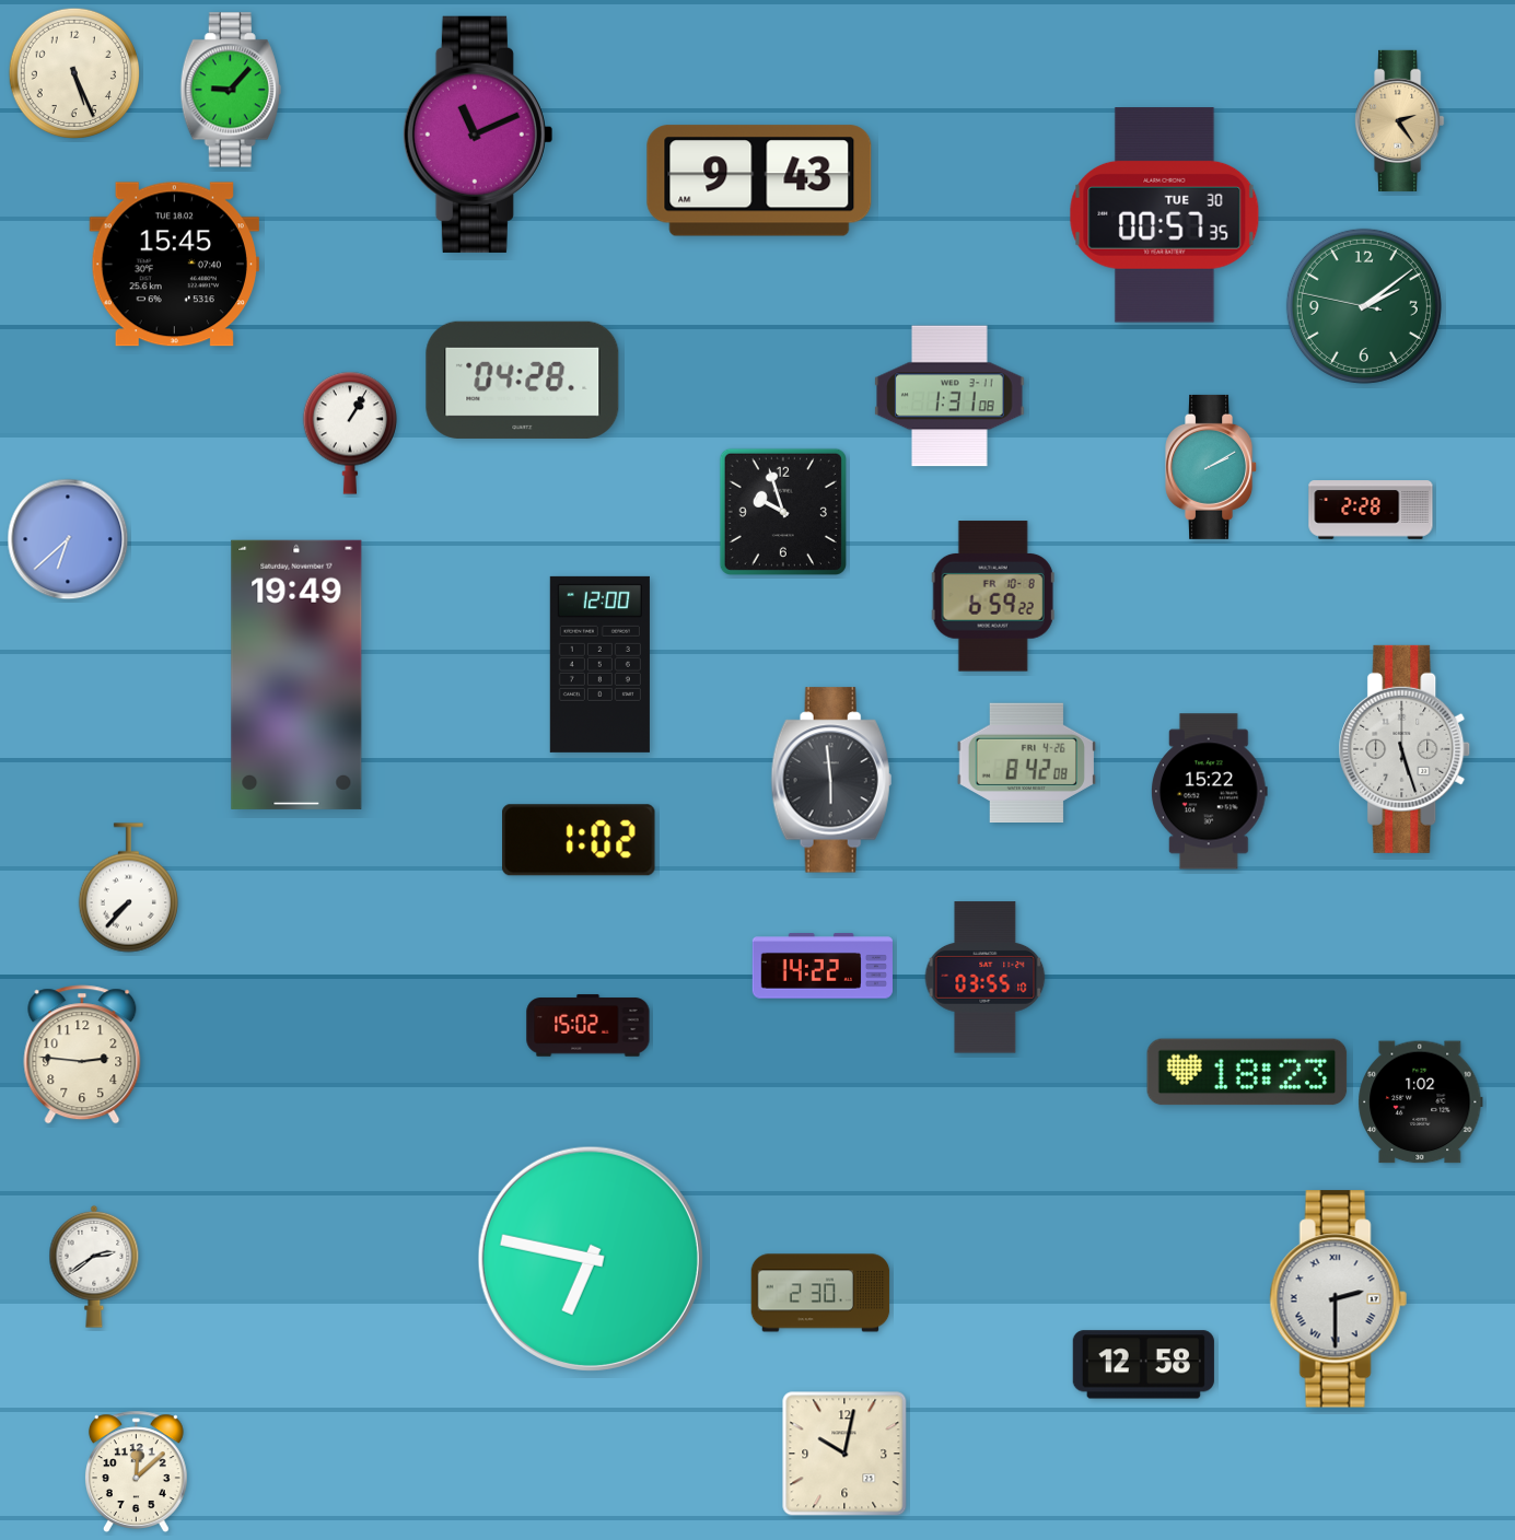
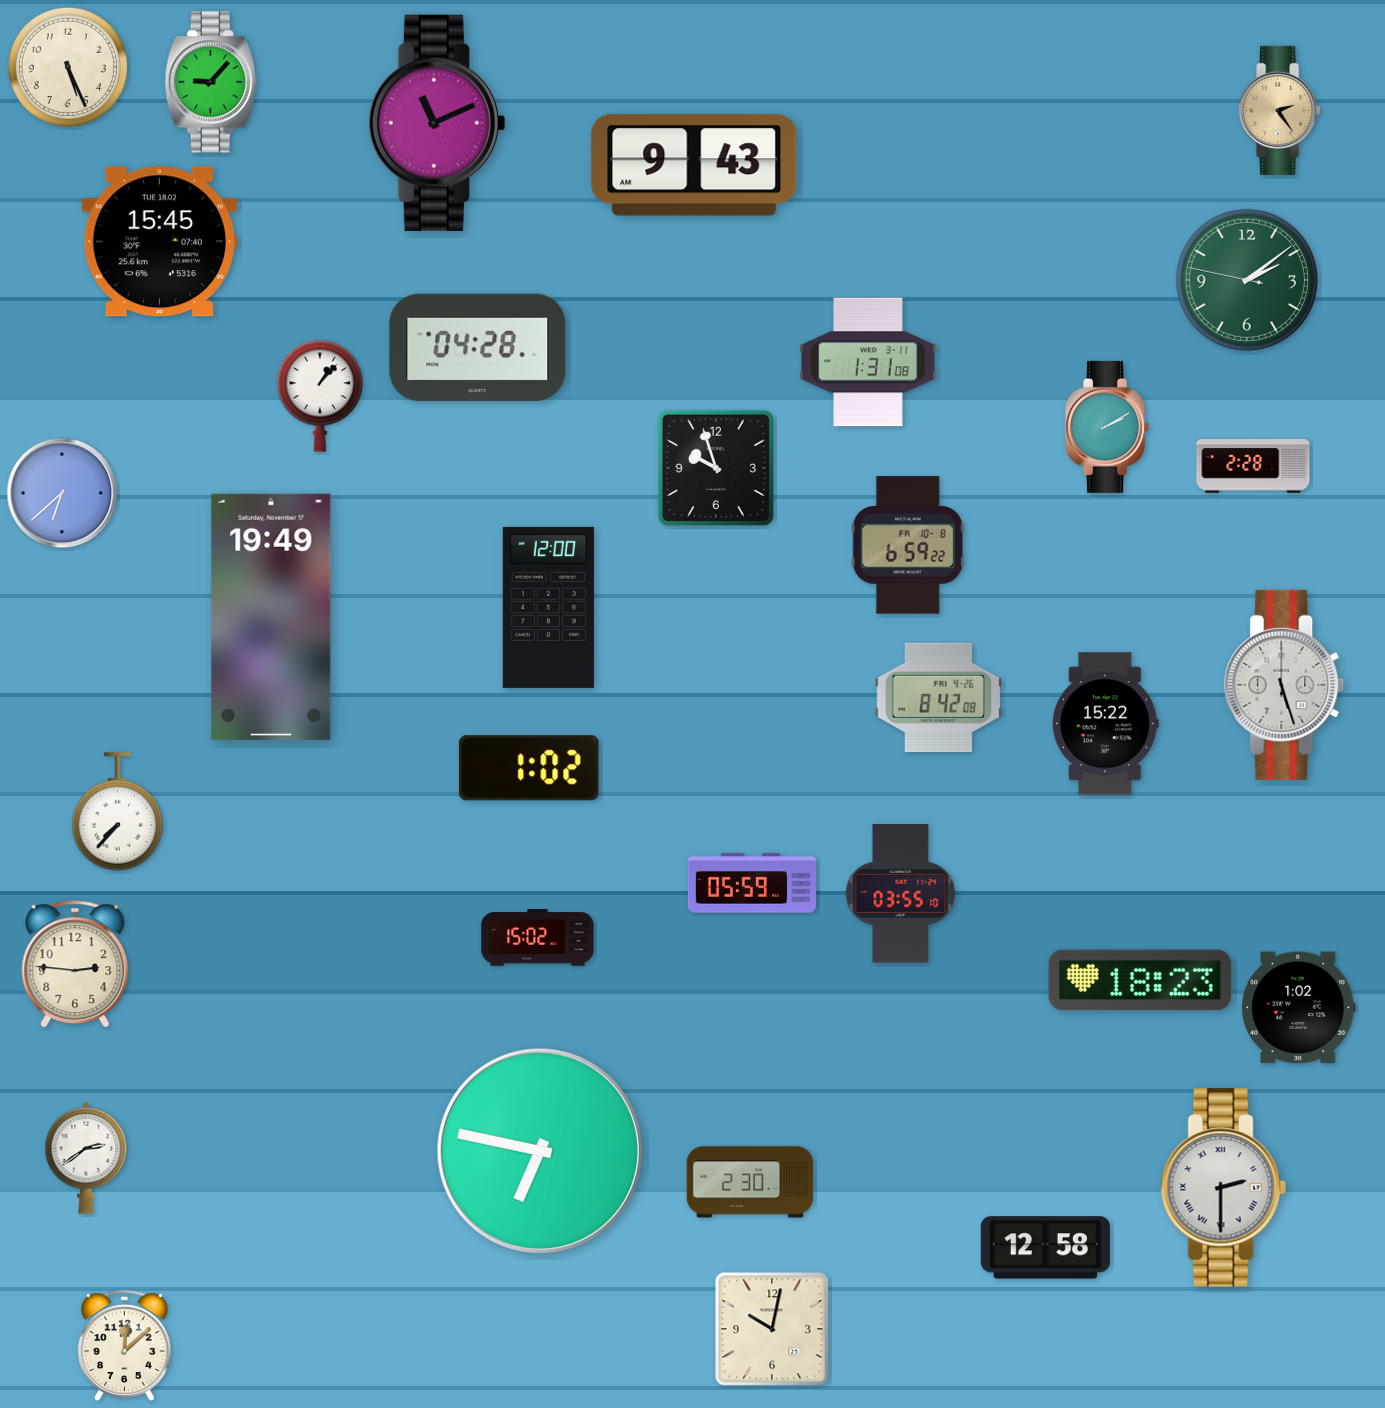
clock at (1165, 215): 00:57 -> none
clock at (349, 433): 1:05 -> 1:07
clock at (831, 780): 5:59 -> none
clock at (821, 966): 14:22 -> 05:59
